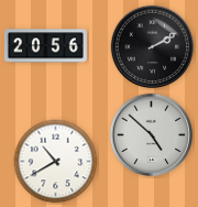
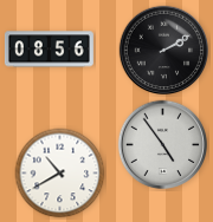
clock at (45, 46): 20:56 -> 08:56
clock at (152, 135): 4:52 -> 4:54
